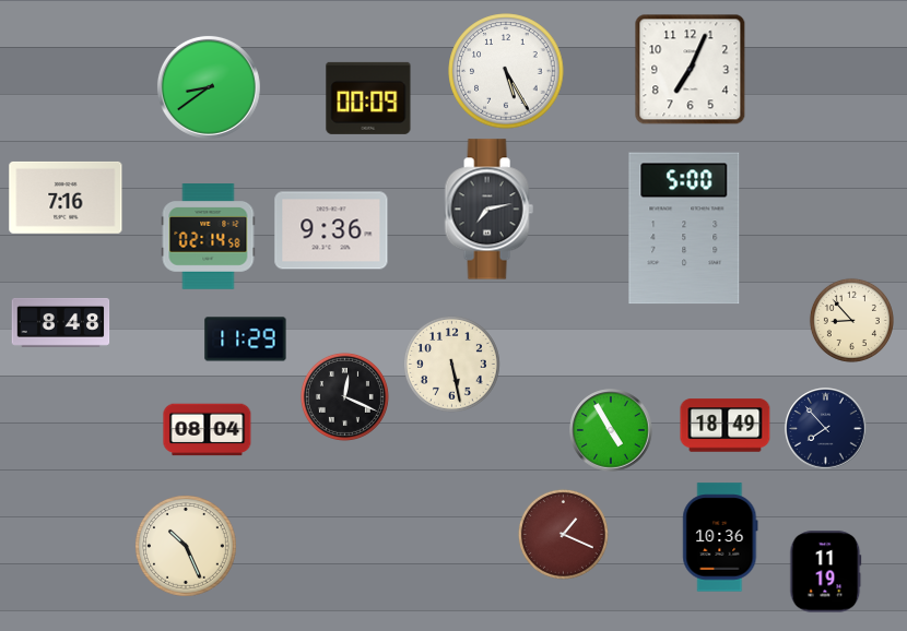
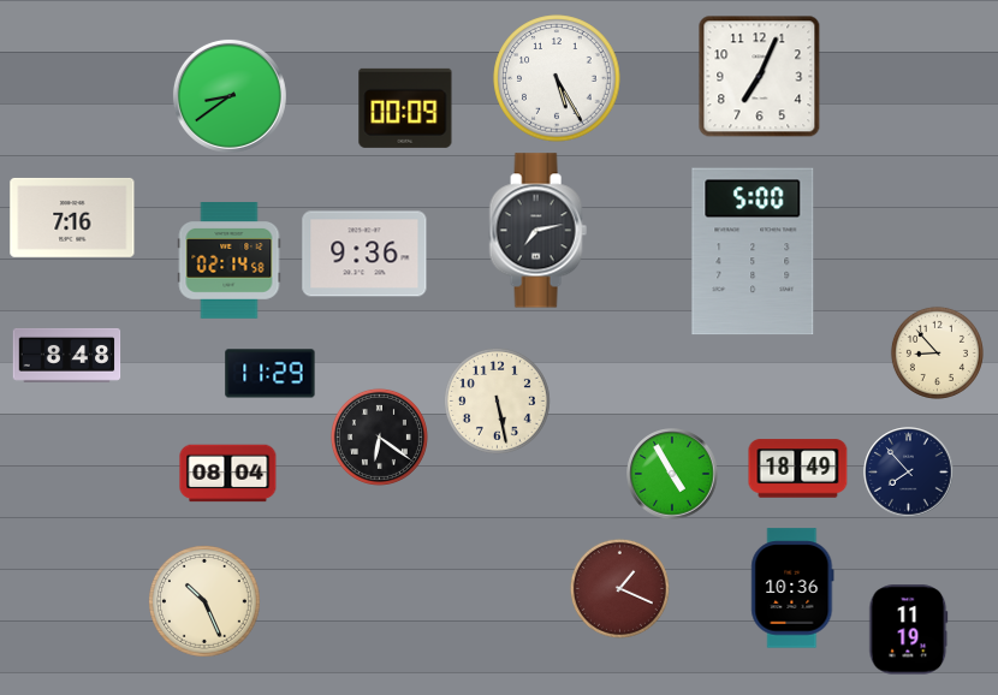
clock at (344, 396): 12:19 -> 6:21
clock at (720, 537) position: (720, 537) -> (792, 588)
